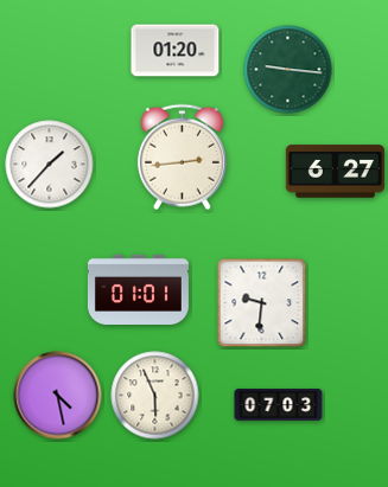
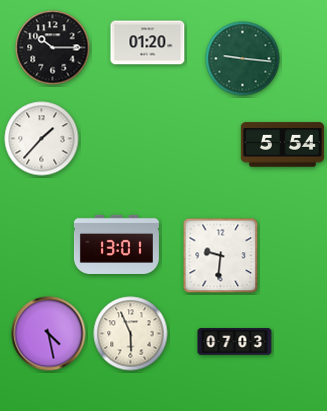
clock at (53, 48): none -> 10:15
clock at (182, 158): 2:44 -> none
clock at (335, 172): 6:27 -> 5:54
clock at (138, 289): 01:01 -> 13:01
